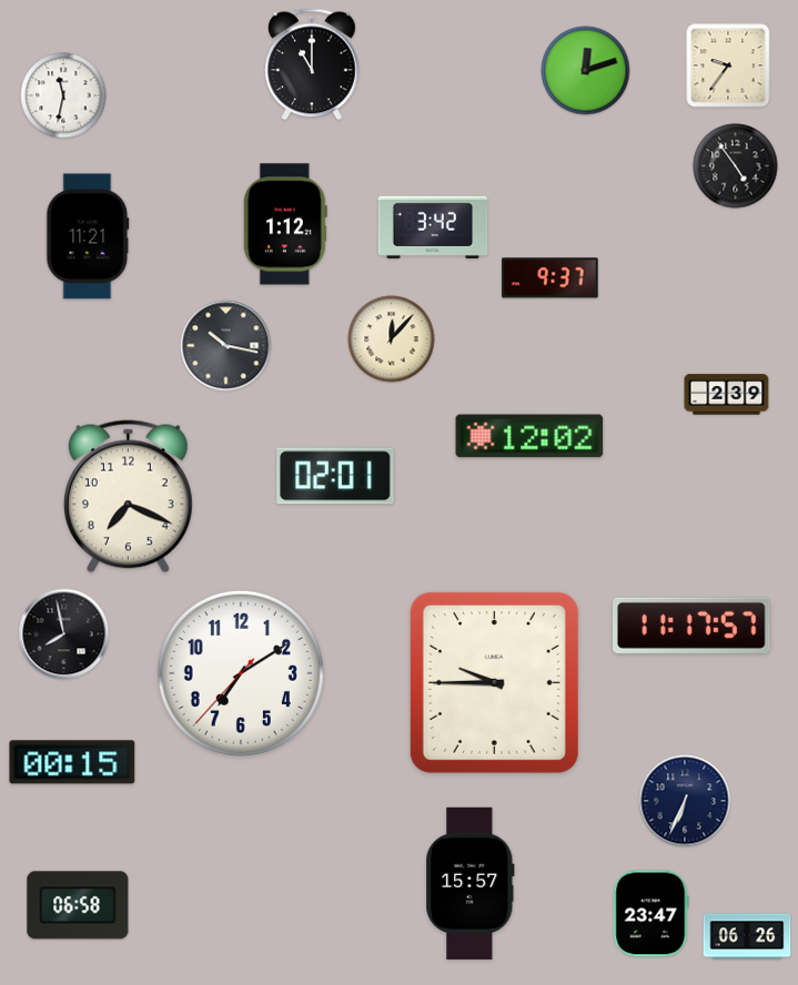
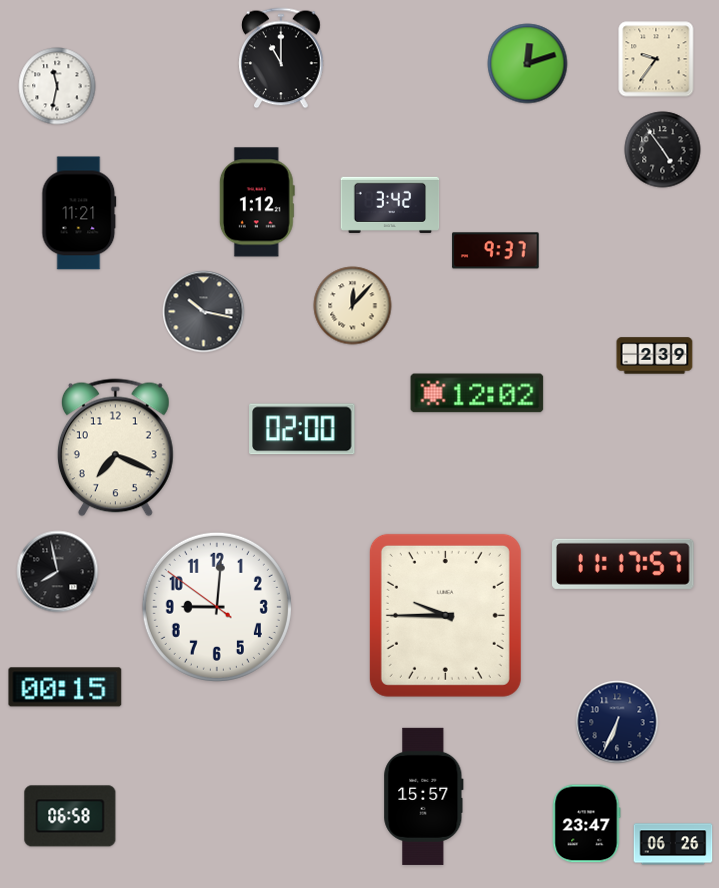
clock at (335, 476): 02:01 -> 02:00
clock at (241, 673): 7:09 -> 9:00
